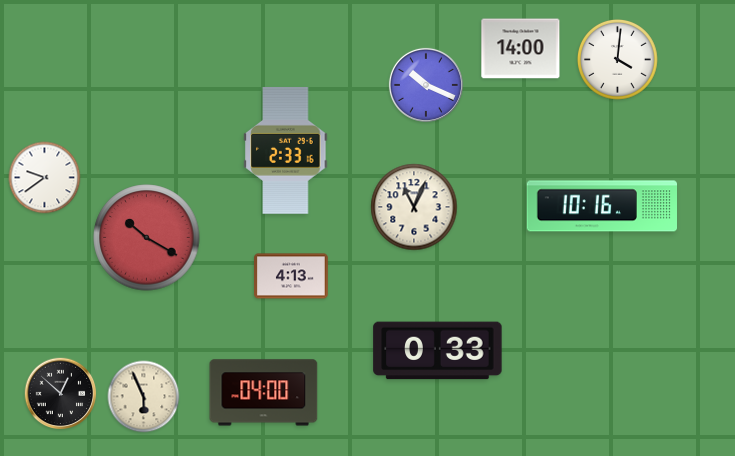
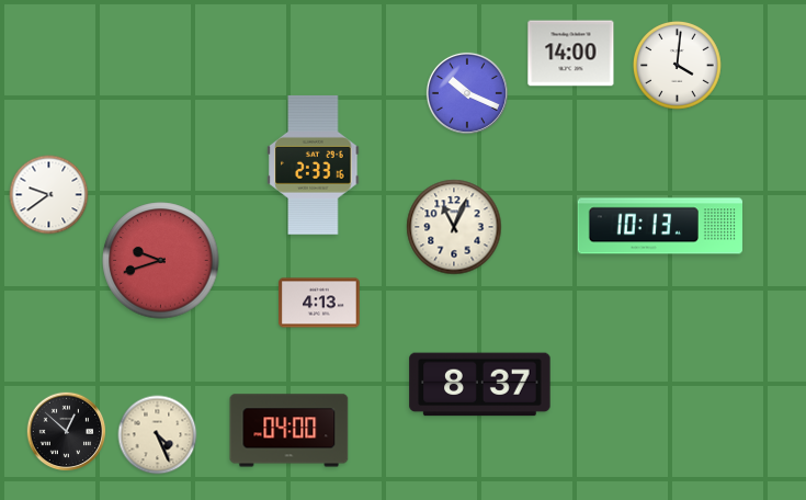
clock at (601, 206): 10:16 -> 10:13
clock at (147, 238): 10:20 -> 9:42
clock at (438, 351): 0:33 -> 8:37
clock at (144, 397): 5:56 -> 4:26
